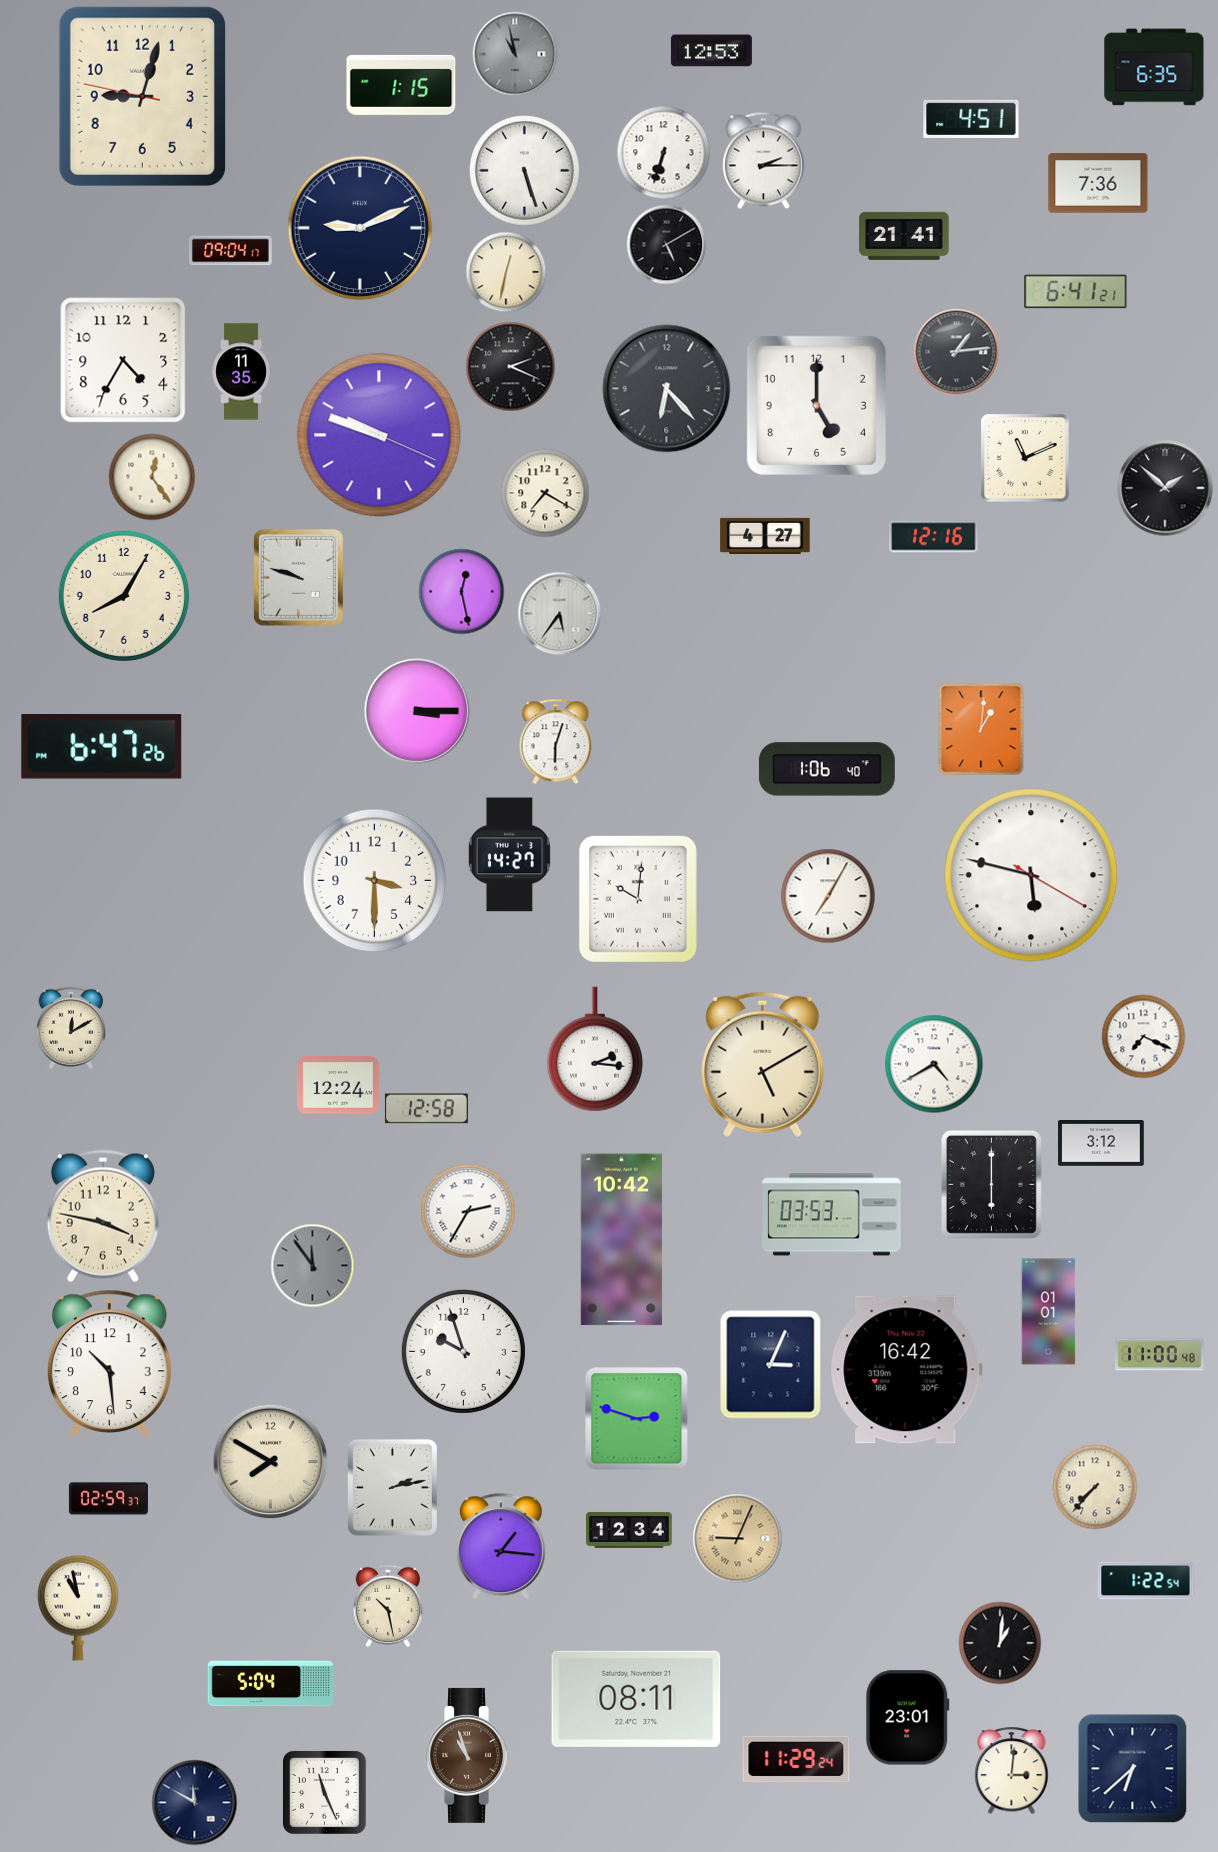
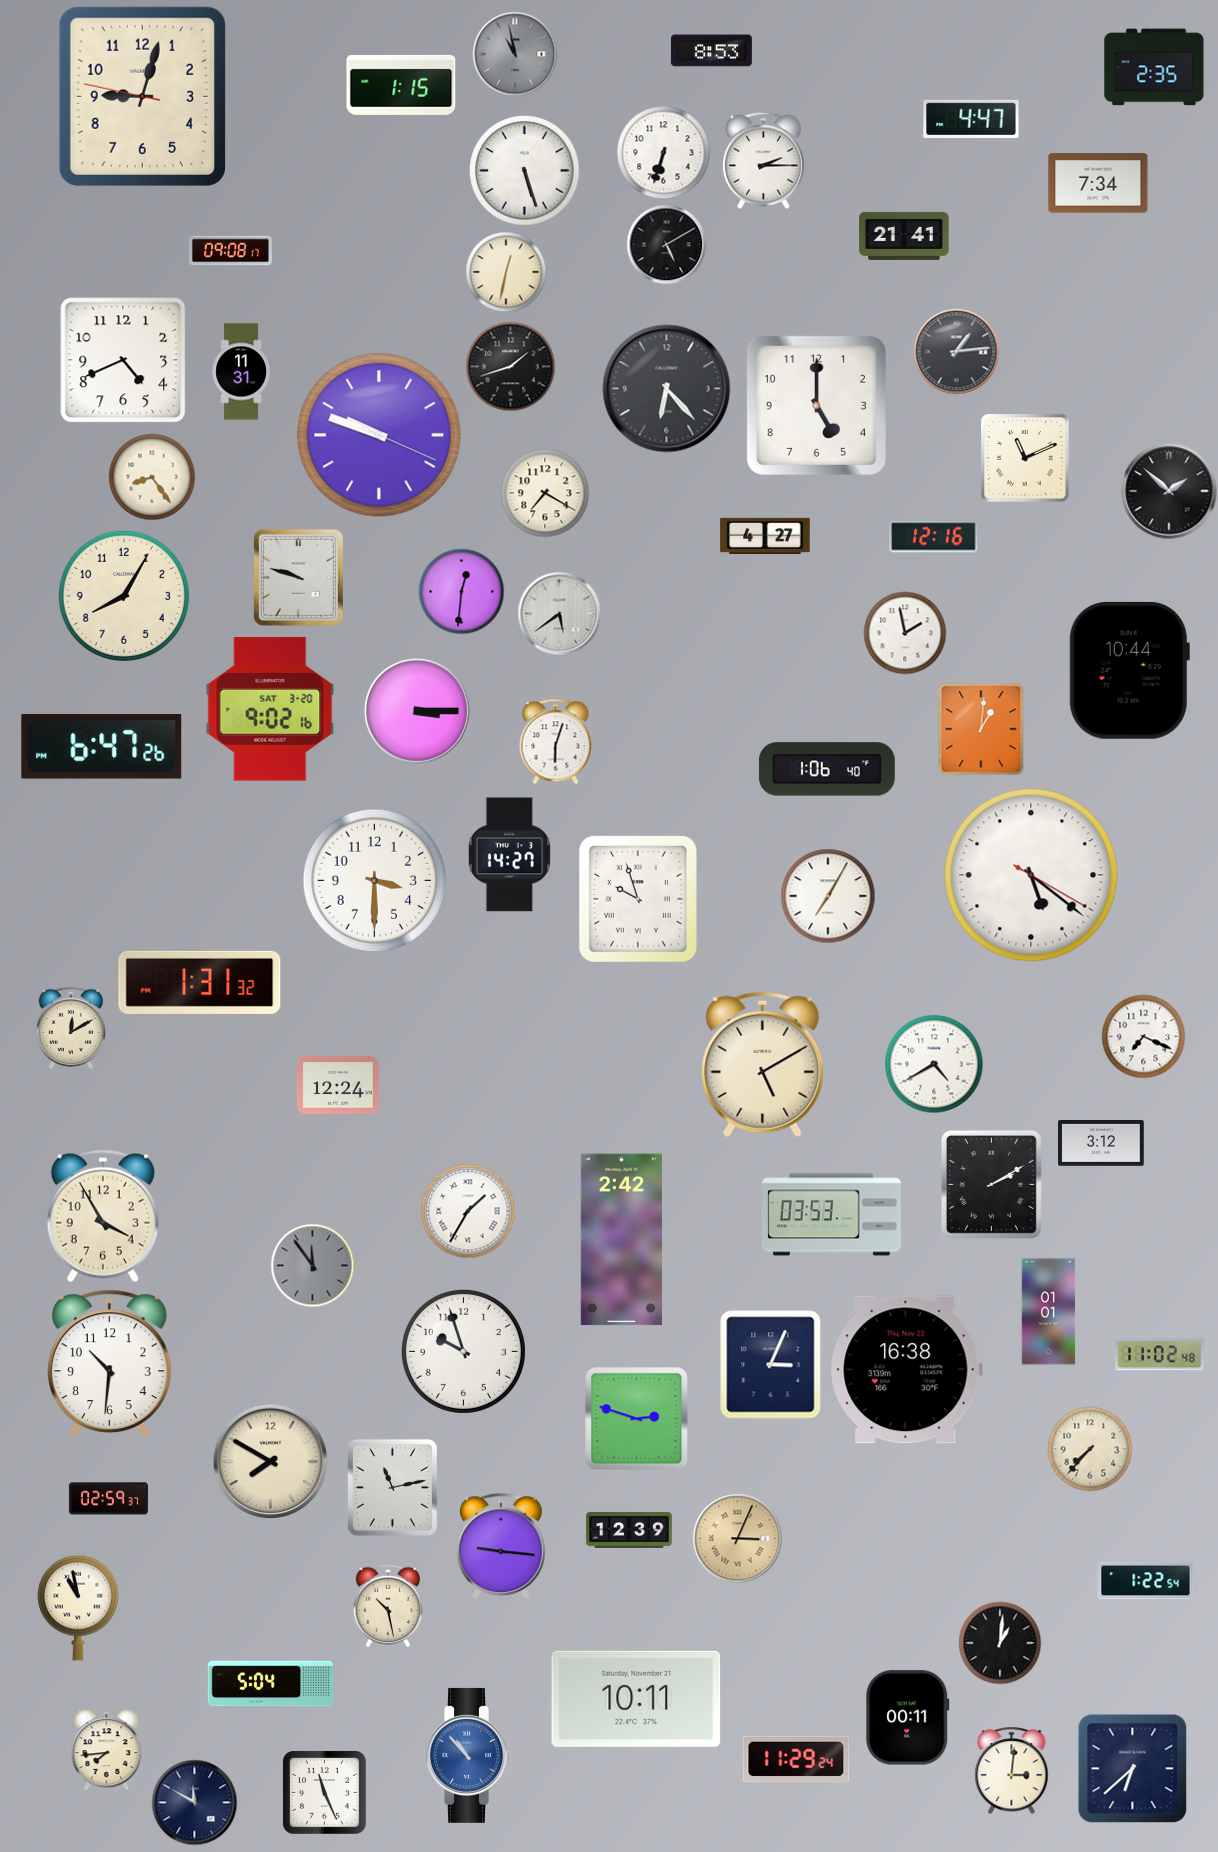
clock at (711, 51): 12:53 -> 8:53
clock at (1154, 67): 6:35 -> 2:35
clock at (971, 119): 4:51 -> 4:47
clock at (1098, 183): 7:36 -> 7:34
clock at (360, 228): 9:11 -> none
clock at (230, 251): 09:04 -> 09:08
clock at (1076, 292): 6:41 -> none
clock at (123, 360): 4:35 -> 4:41
clock at (510, 366): 2:19 -> 1:42
clock at (241, 372): 11:35 -> 11:31
clock at (152, 477): 12:24 -> 8:24
clock at (1165, 488) position: (1165, 488) -> (1169, 491)
clock at (461, 591): 12:28 -> 12:31
clock at (559, 613): 5:36 -> 5:39
clock at (905, 633): none -> 1:58
clock at (1129, 670): none -> 10:44
clock at (270, 709): none -> 9:02
clock at (1031, 875): 5:47 -> 5:21
clock at (638, 899): 10:01 -> 9:57
clock at (200, 982): none -> 1:31
clock at (595, 1049): 2:16 -> none
clock at (426, 1109): 12:58 -> none
clock at (991, 1184): 6:00 -> 2:10
clock at (468, 1211): 2:35 -> 1:35
clock at (103, 1216): 3:47 -> 3:55
clock at (621, 1240): 10:42 -> 2:42
clock at (1160, 1355): 11:00 -> 11:02
clock at (110, 1363): 10:29 -> 10:31
clock at (907, 1370): 16:42 -> 16:38
clock at (392, 1487): 2:13 -> 11:13
clock at (1095, 1487) position: (1095, 1487) -> (1090, 1449)
clock at (629, 1530): 12:34 -> 12:39
clock at (737, 1538): 9:04 -> 3:04
clock at (501, 1546): 1:16 -> 9:16
clock at (636, 1699): 08:11 -> 10:11
clock at (908, 1718): 23:01 -> 00:11
clock at (107, 1749): none -> 7:44
clock at (468, 1755): 10:57 -> 10:53
clock at (468, 1755) dial: brown -> blue
